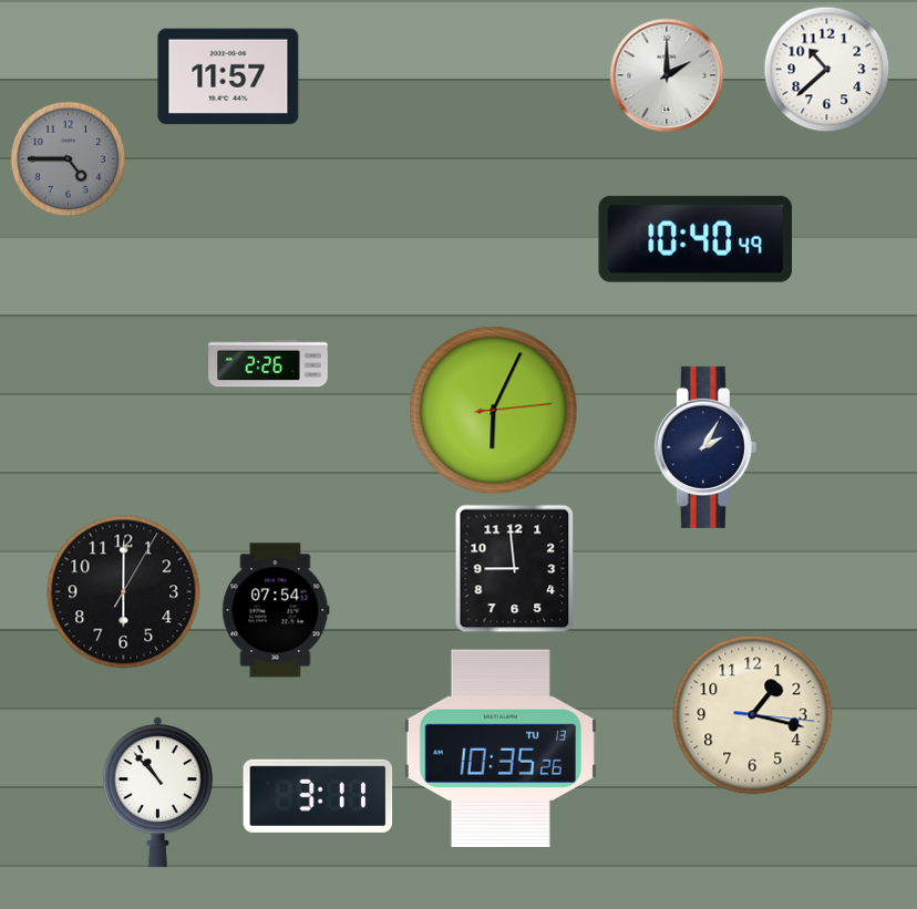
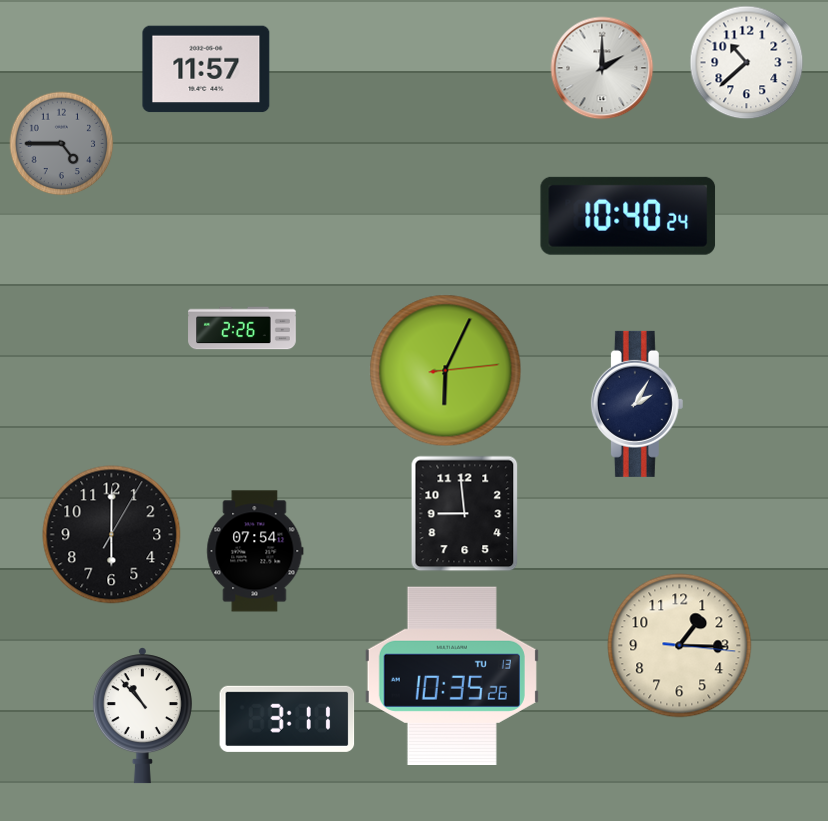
clock at (696, 239): 10:40:49 -> 10:40:24
clock at (276, 610) position: (276, 610) -> (255, 551)
clock at (753, 715): 1:17 -> 1:15
